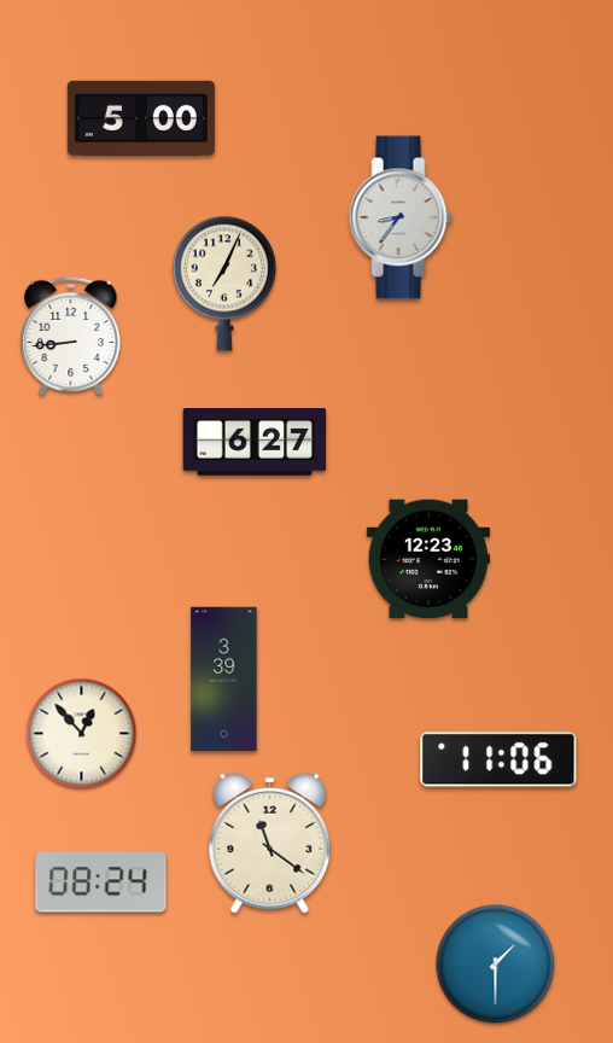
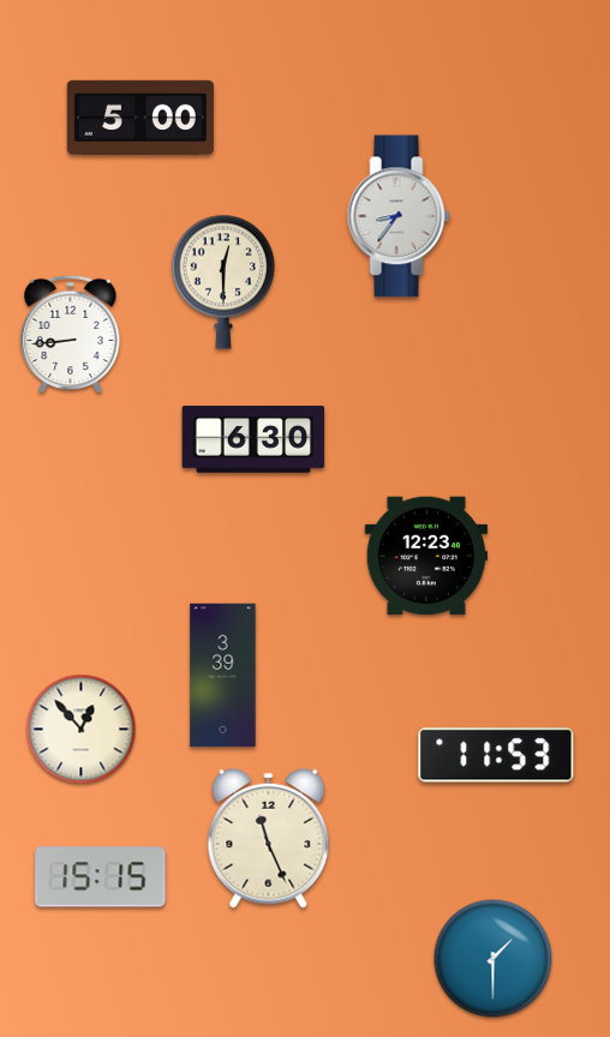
clock at (224, 284): 7:04 -> 12:30
clock at (255, 442): 6:27 -> 6:30
clock at (498, 759): 11:06 -> 11:53
clock at (270, 843): 11:21 -> 11:26
clock at (101, 882): 08:24 -> 15:15
